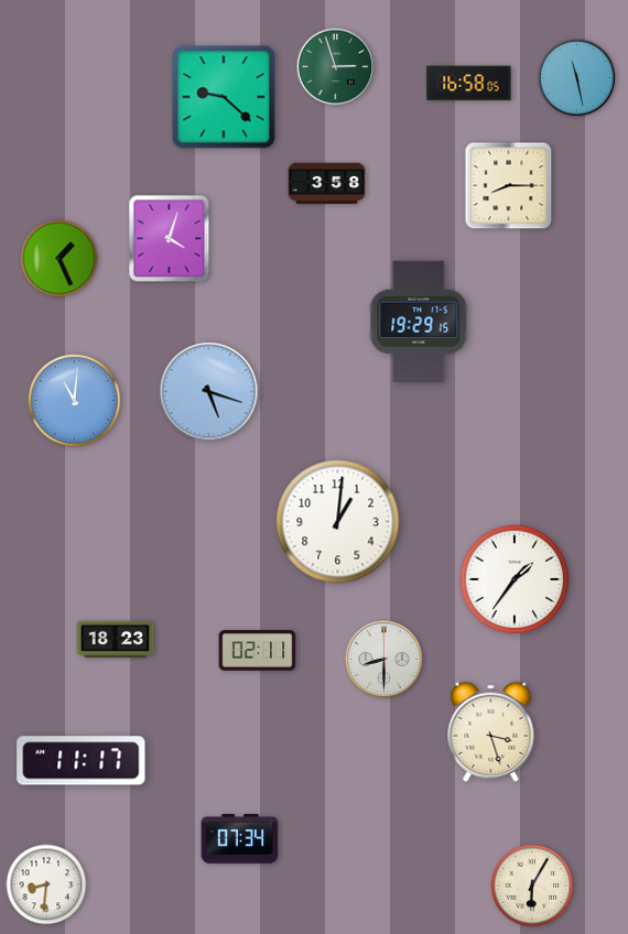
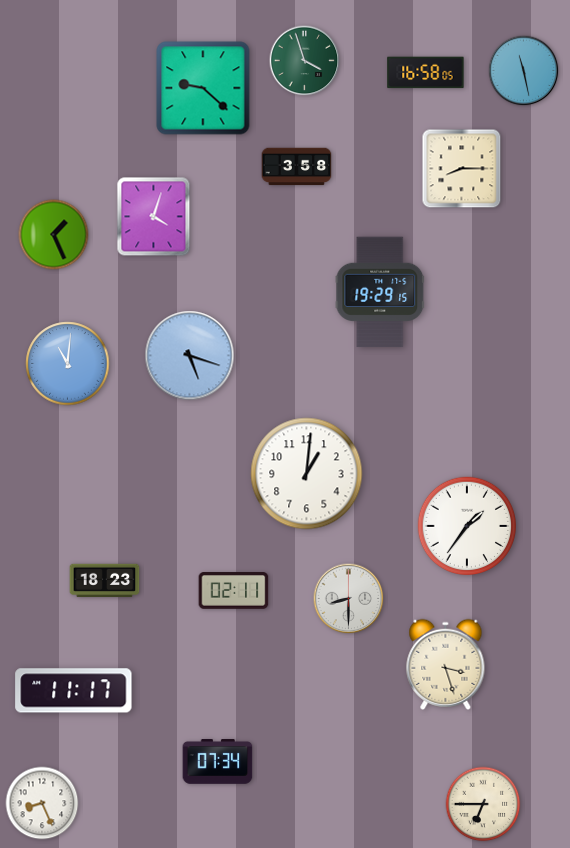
clock at (336, 67): 2:57 -> 3:57
clock at (469, 84) position: (469, 84) -> (426, 73)
clock at (46, 884): 8:31 -> 8:26
clock at (532, 886): 6:05 -> 6:45
